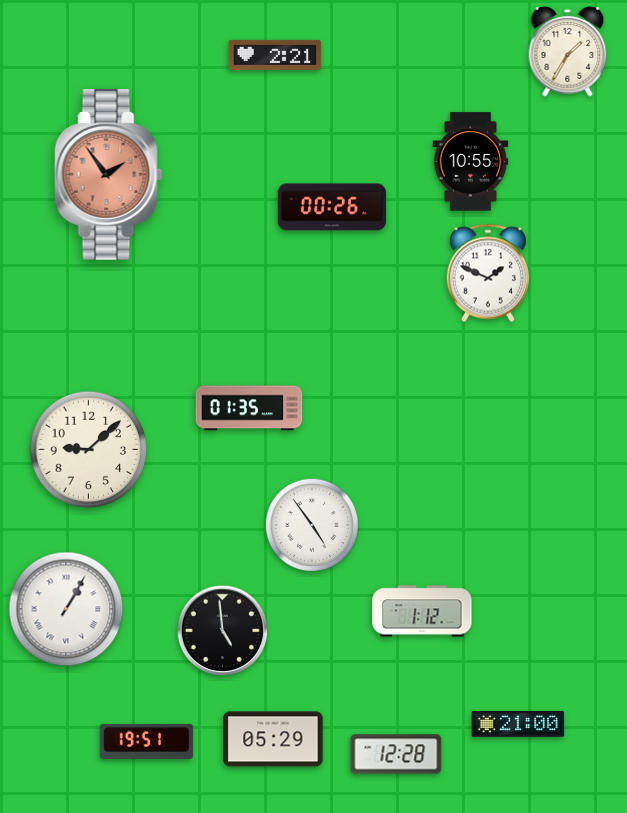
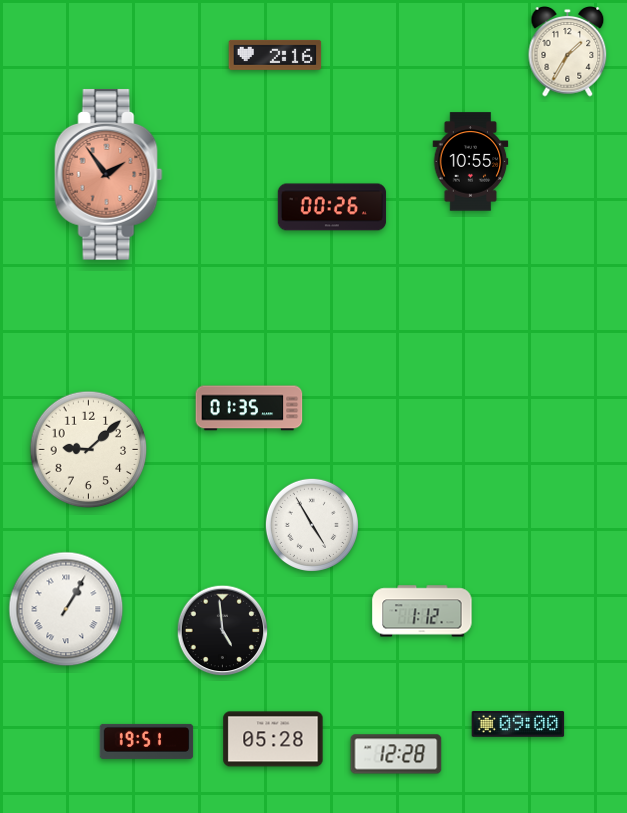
clock at (275, 55): 2:21 -> 2:16
clock at (488, 273): 1:49 -> none
clock at (312, 525): 4:54 -> 4:55
clock at (518, 724): 21:00 -> 09:00
clock at (273, 739): 05:29 -> 05:28
